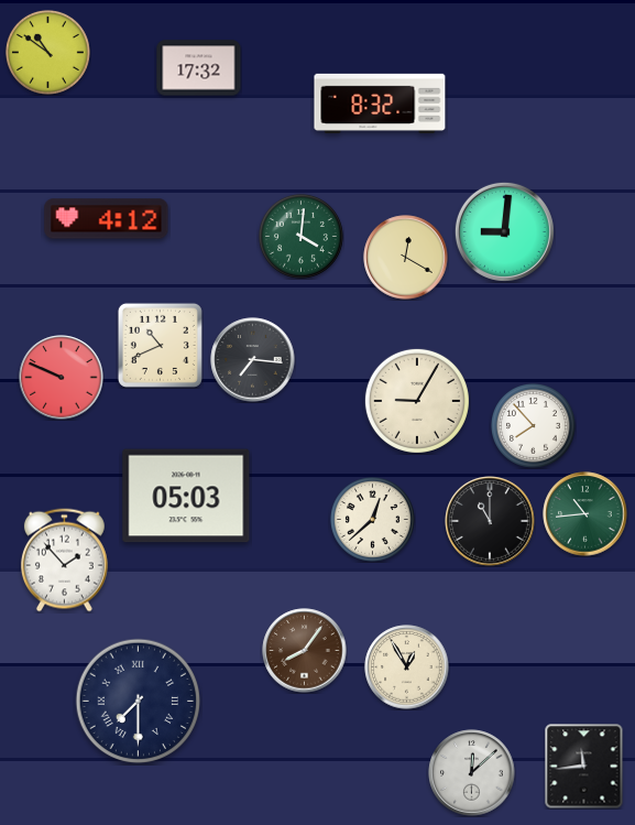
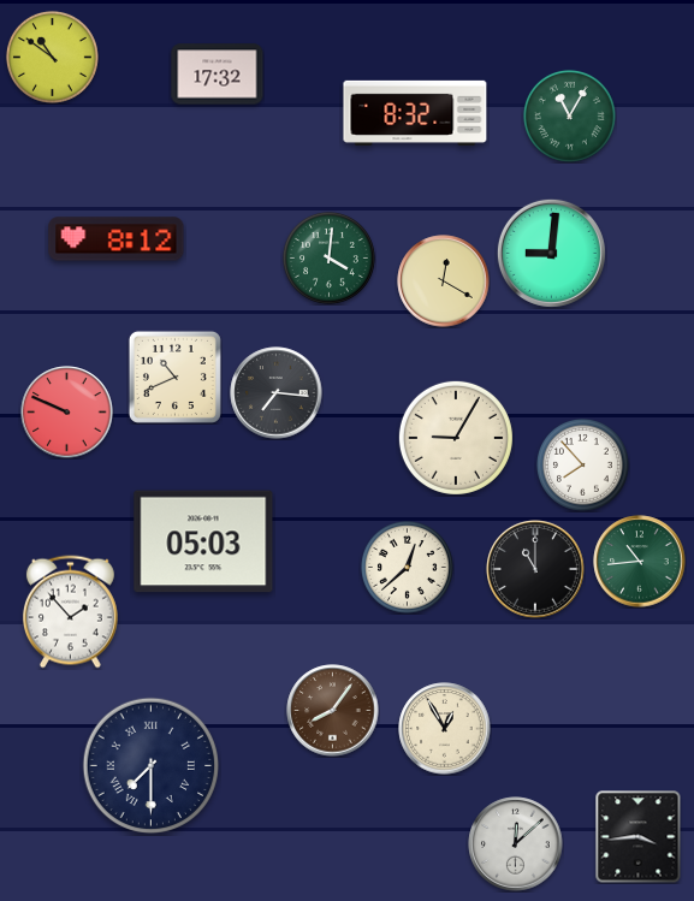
clock at (570, 117): none -> 11:05
clock at (107, 219): 4:12 -> 8:12
clock at (584, 767): 11:44 -> 3:44
